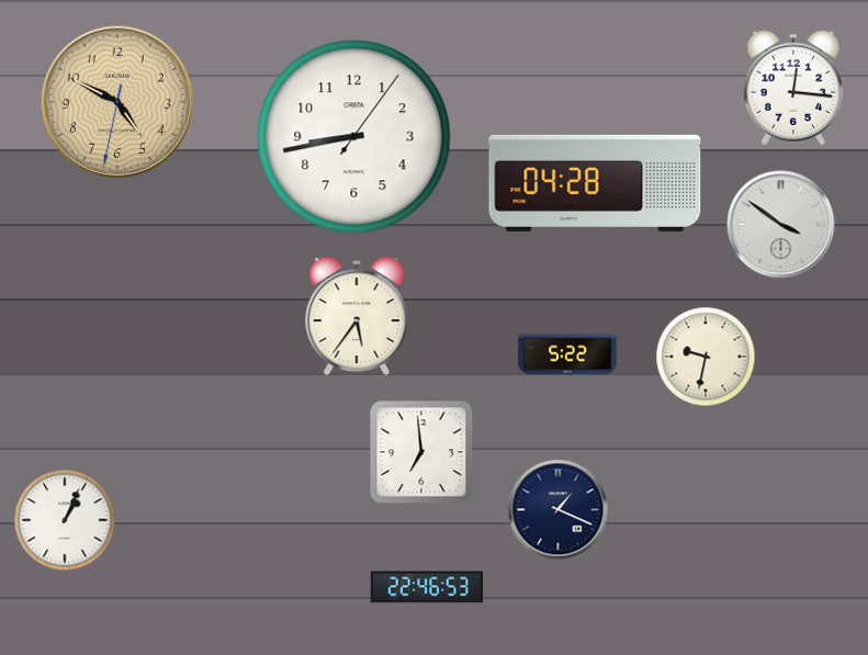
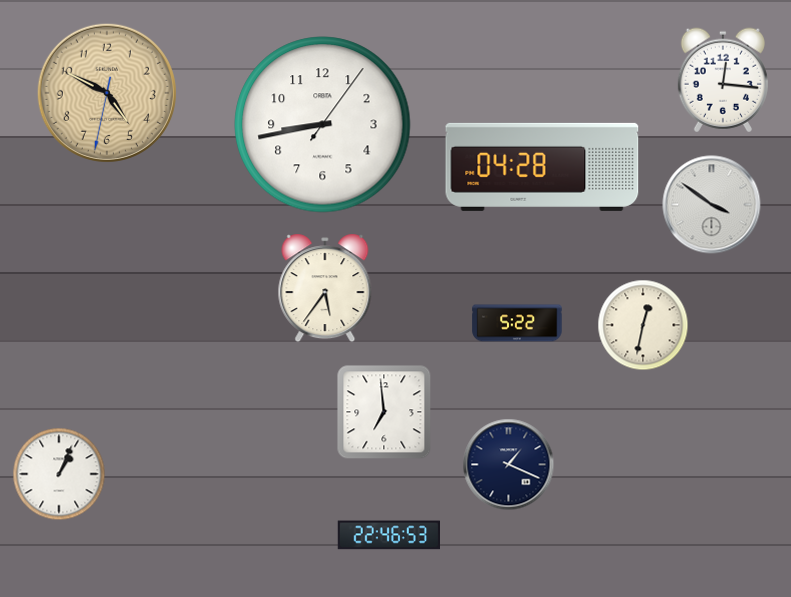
clock at (706, 357): 9:32 -> 12:32
